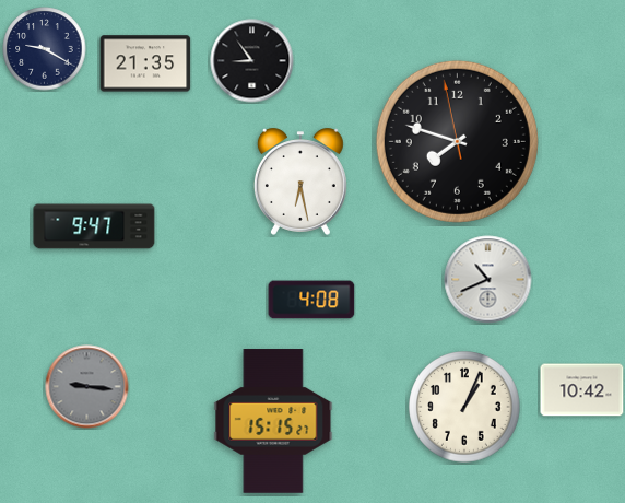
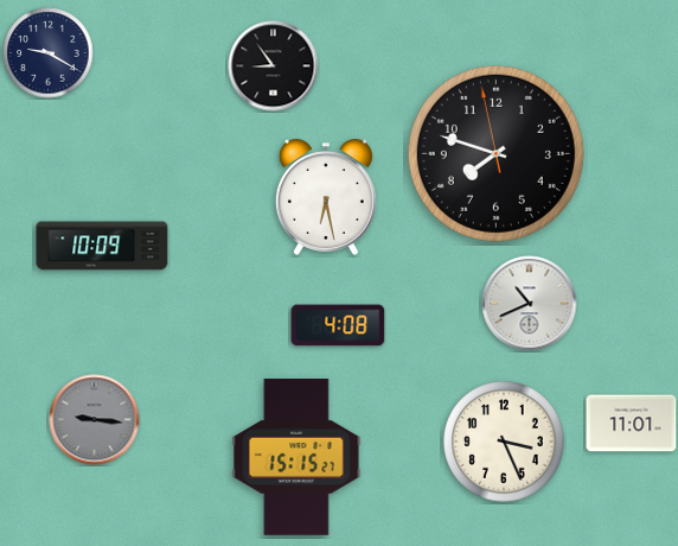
clock at (145, 63): 21:35 -> none
clock at (94, 226): 9:47 -> 10:09
clock at (582, 390): 10:42 -> 11:01
clock at (464, 407): 1:04 -> 3:26
